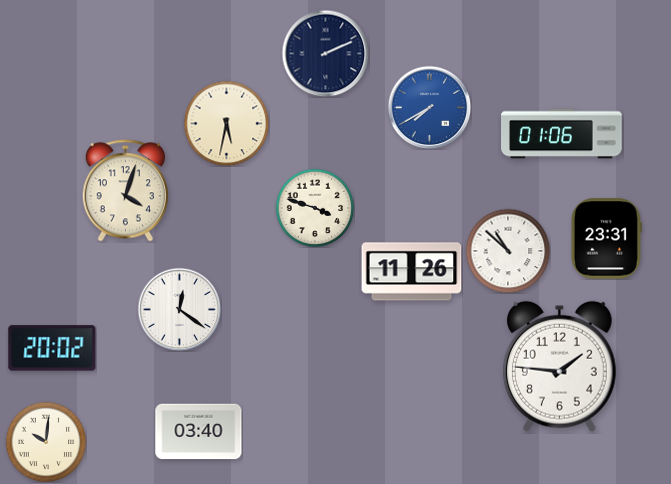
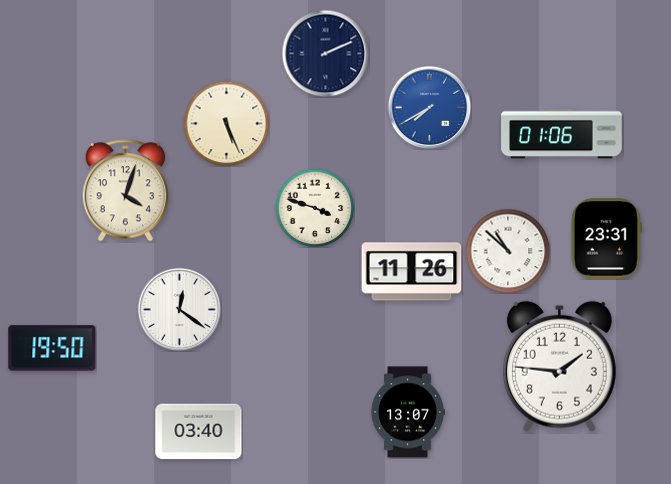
clock at (226, 123): 5:32 -> 5:26
clock at (52, 348): 20:02 -> 19:50
clock at (408, 412): none -> 13:07
clock at (46, 442): 10:01 -> none
